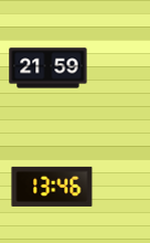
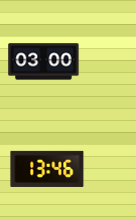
clock at (49, 68): 21:59 -> 03:00
